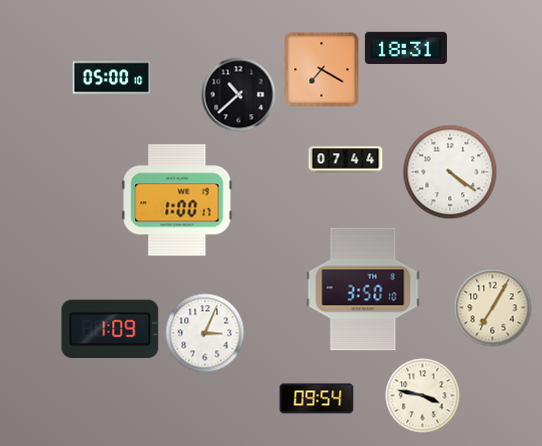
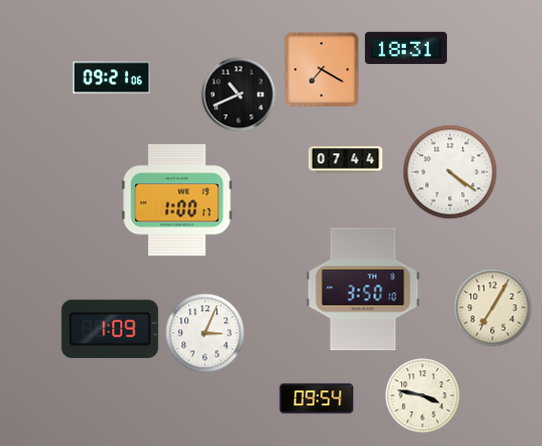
clock at (112, 78): 05:00 -> 09:21
clock at (239, 95): 10:38 -> 10:41
